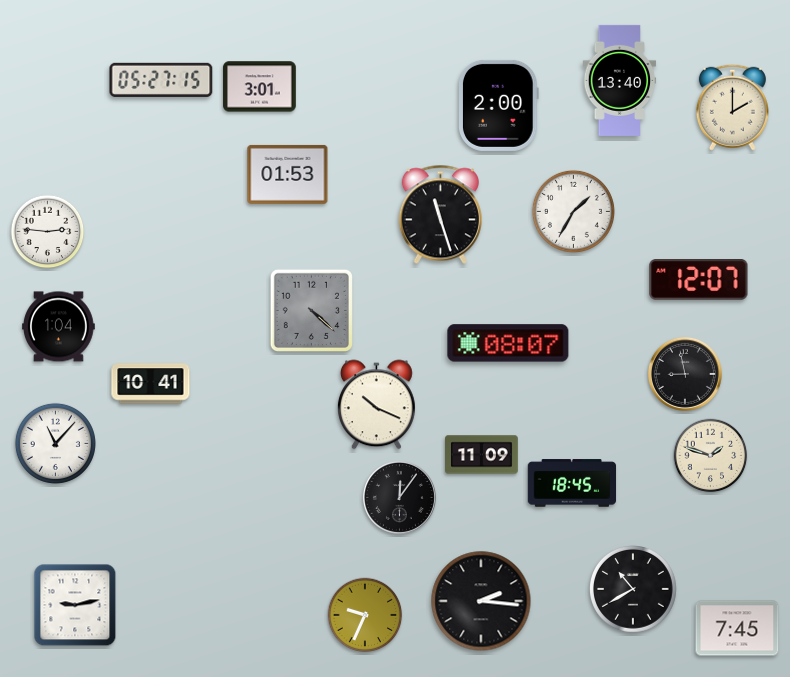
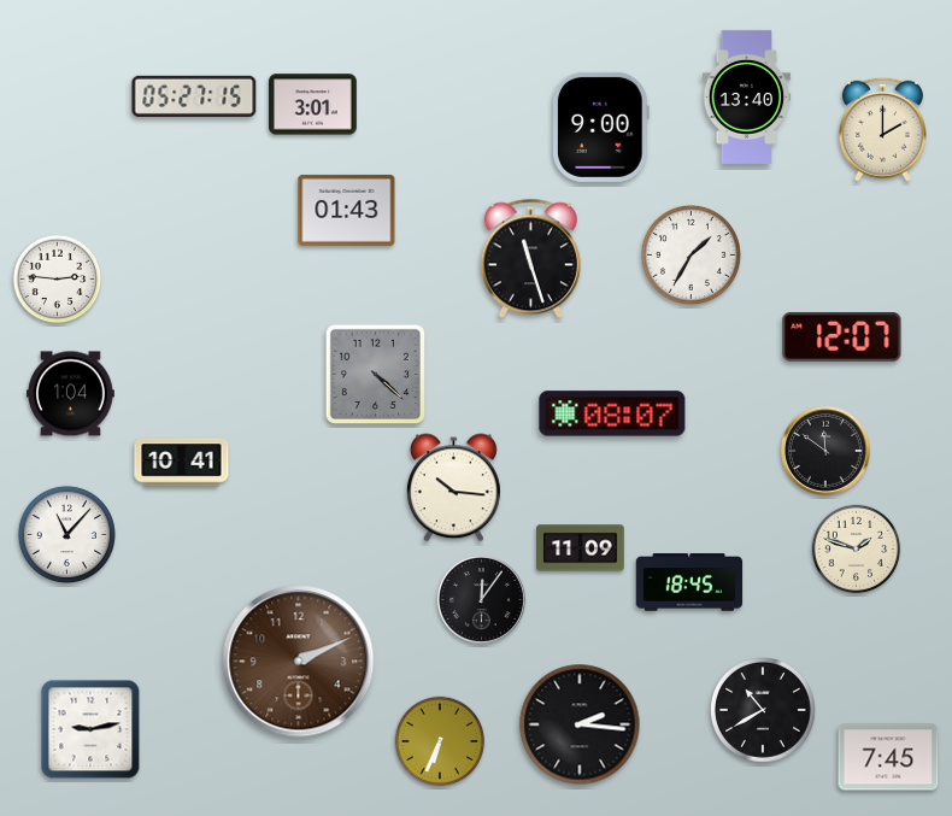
clock at (499, 105): 2:00 -> 9:00
clock at (288, 174): 01:53 -> 01:43
clock at (685, 374): 8:58 -> 11:51
clock at (376, 405): 10:19 -> 10:16
clock at (299, 662): none -> 2:11
clock at (365, 615): 9:34 -> 6:34
